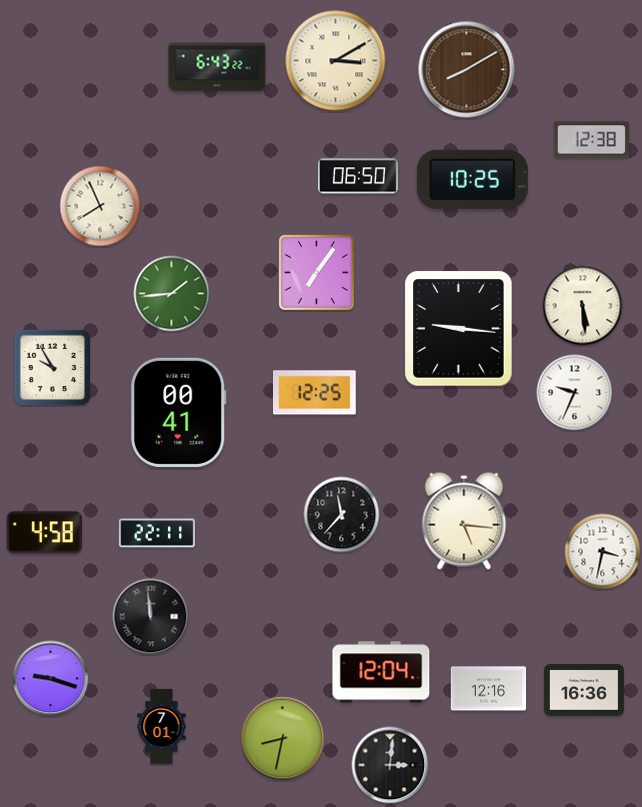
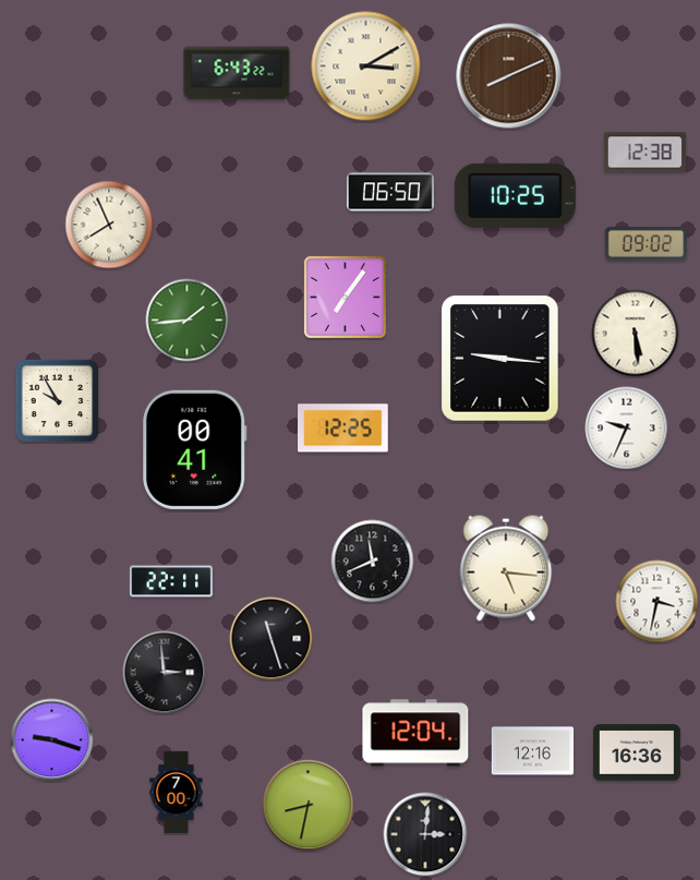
clock at (467, 70): 8:10 -> 8:11
clock at (645, 243): none -> 09:02
clock at (342, 515): 11:37 -> 11:41
clock at (44, 533): 4:58 -> none
clock at (271, 639): none -> 11:27
clock at (151, 617): 11:59 -> 2:59
clock at (51, 679) position: (51, 679) -> (52, 740)
clock at (162, 727): 7:01 -> 7:00
